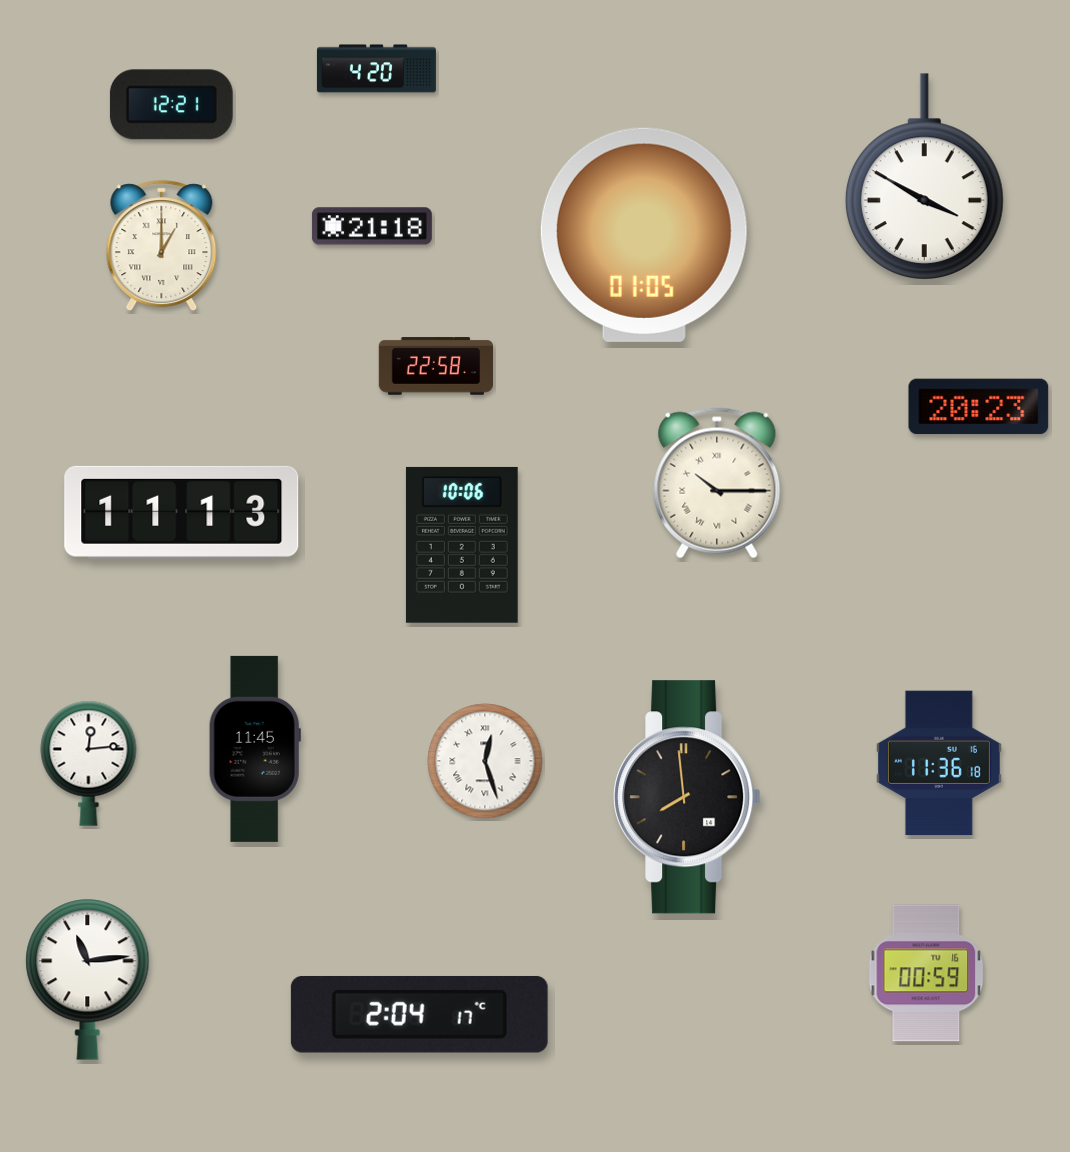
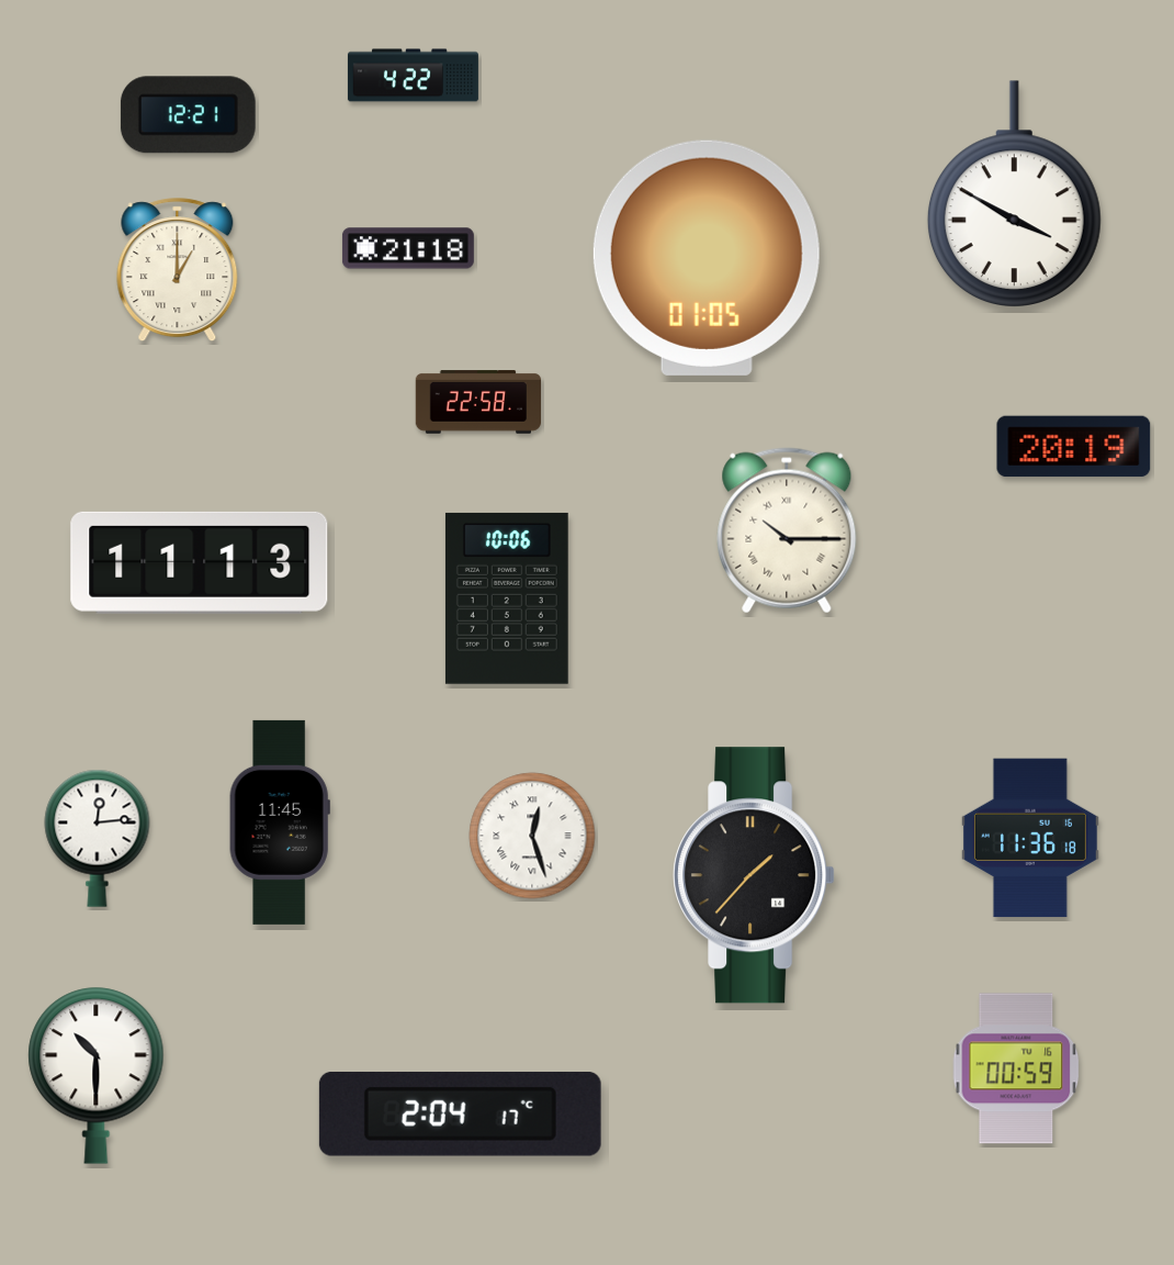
clock at (376, 69): 4:20 -> 4:22
clock at (979, 407): 20:23 -> 20:19
clock at (687, 797): 7:59 -> 1:37
clock at (88, 979): 11:14 -> 10:30
